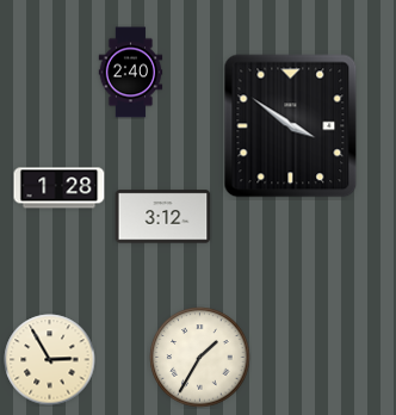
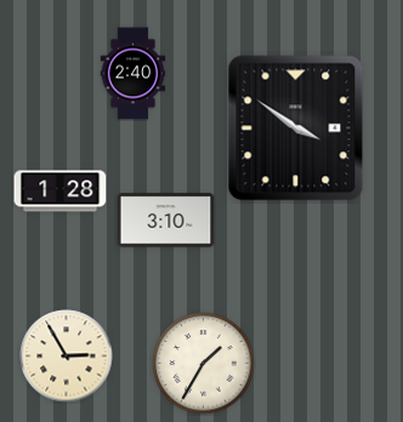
clock at (163, 217): 3:12 -> 3:10
clock at (50, 360) position: (50, 360) -> (67, 357)
